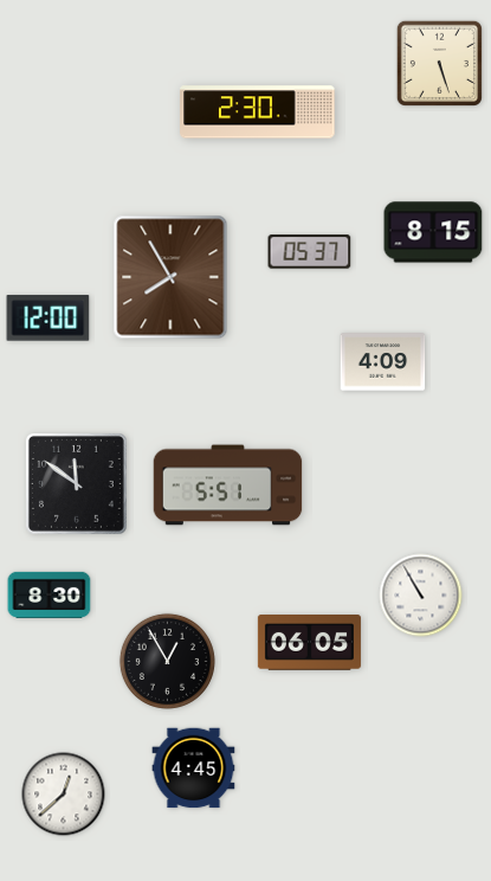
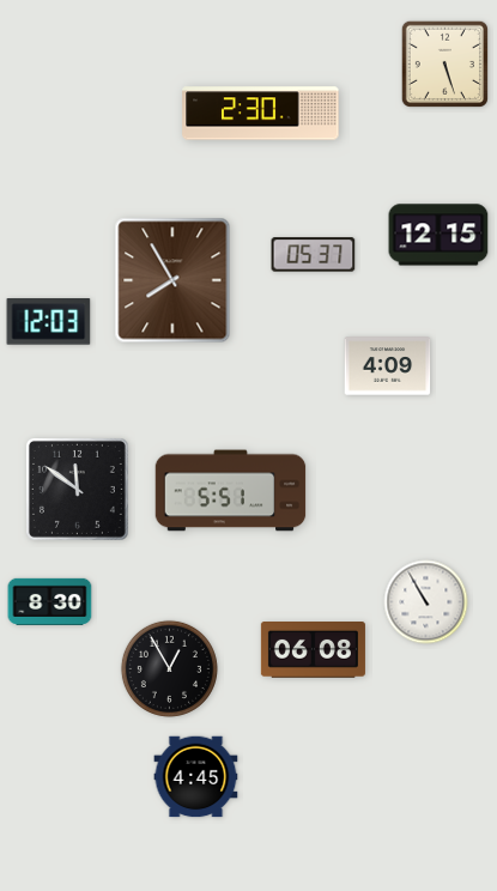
clock at (433, 232): 8:15 -> 12:15
clock at (49, 319): 12:00 -> 12:03
clock at (309, 643): 06:05 -> 06:08
clock at (64, 795): 12:38 -> none
